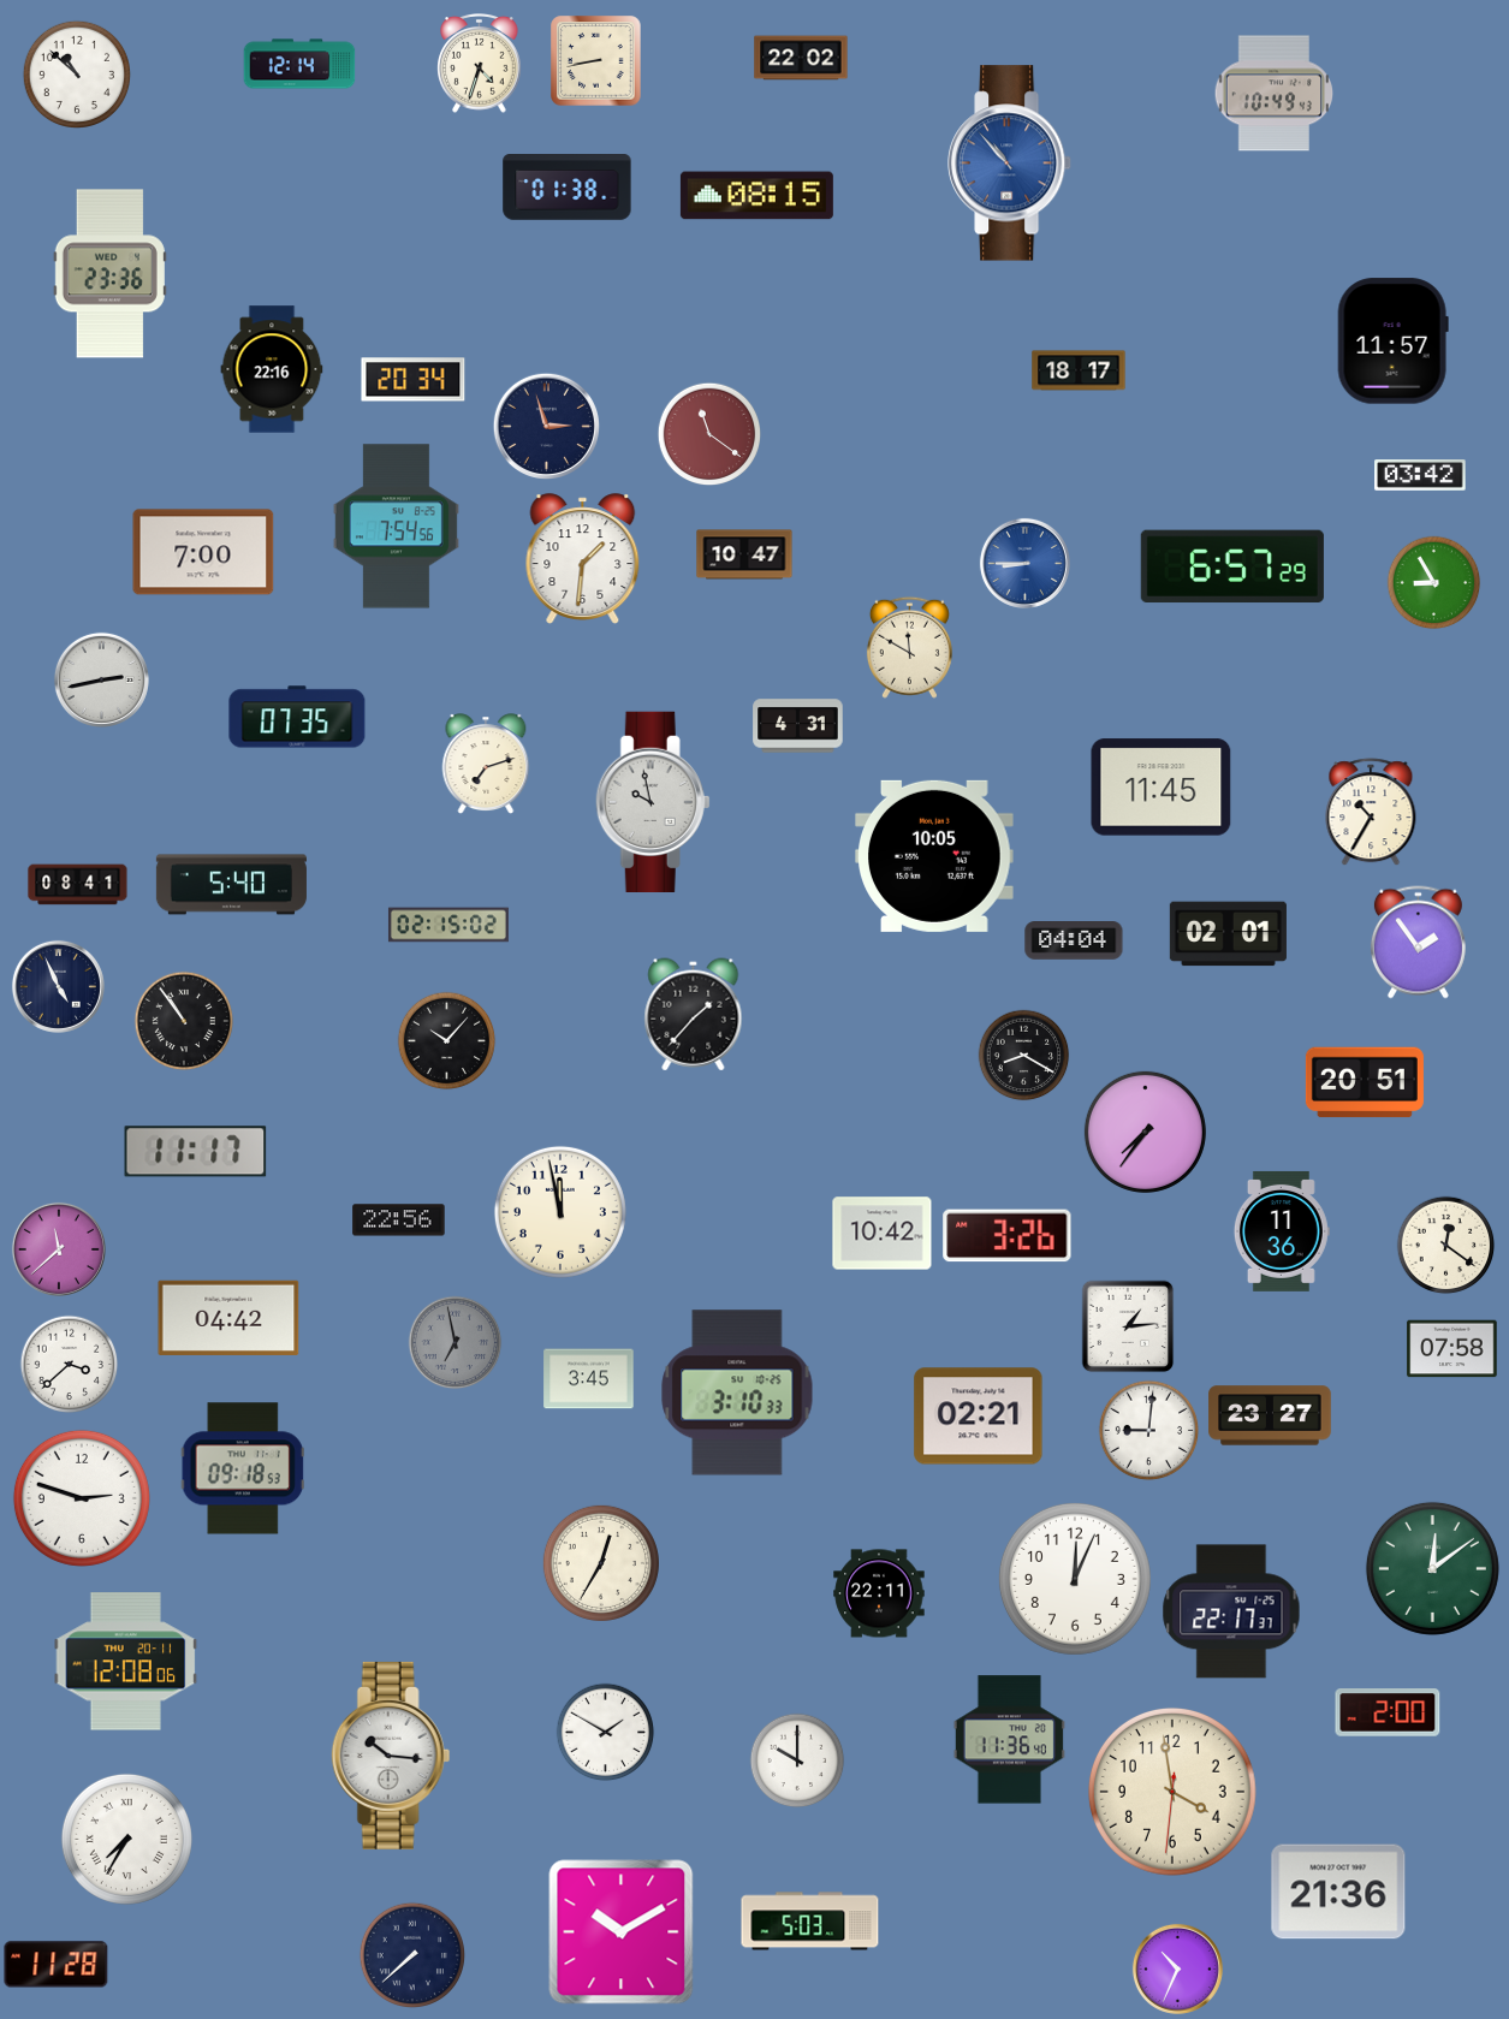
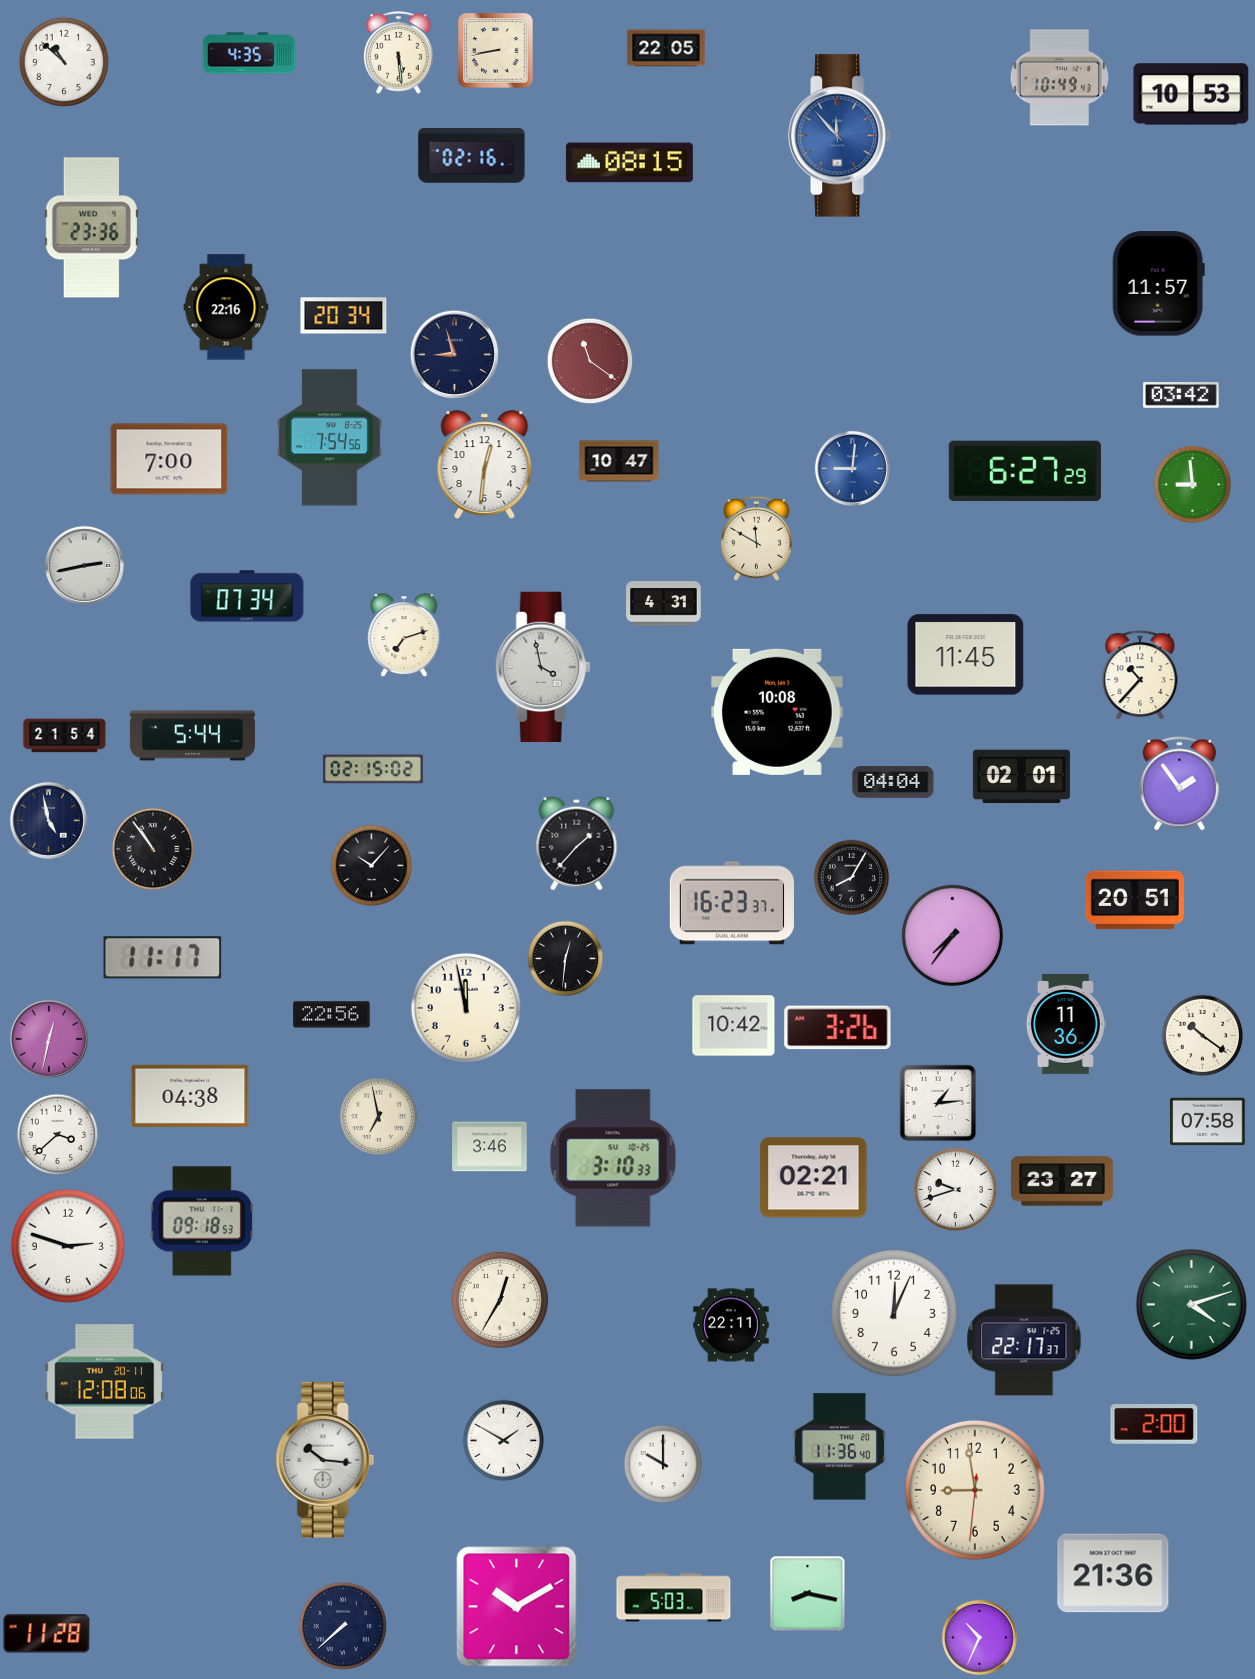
clock at (801, 58): 22:02 -> 22:05
clock at (299, 64): 12:14 -> 4:35
clock at (480, 64): 4:33 -> 5:29
clock at (1191, 94): none -> 10:53
clock at (1011, 164): 10:53 -> 11:53
clock at (568, 188): 01:38 -> 02:16
clock at (1079, 370): 18:17 -> none
clock at (546, 426): 2:57 -> 8:57
clock at (583, 559): 1:31 -> 12:31
clock at (1024, 563): 8:45 -> 9:01
clock at (1232, 566): 6:57 -> 6:27
clock at (1434, 583): 8:55 -> 8:59
clock at (297, 717): 07:35 -> 07:34
clock at (653, 801): 9:58 -> 3:58
clock at (1371, 813): 10:35 -> 10:37
clock at (934, 856): 10:05 -> 10:08
clock at (78, 885): 08:41 -> 21:54
clock at (231, 885): 5:40 -> 5:44
clock at (58, 986): 4:56 -> 4:58
clock at (1024, 1056): 8:20 -> 8:05
clock at (732, 903): none -> 16:23
clock at (1145, 1132) position: (1145, 1132) -> (952, 935)
clock at (566, 959): none -> 12:31
clock at (1446, 1246): 12:21 -> 10:21
clock at (59, 1249): 11:38 -> 12:32
clock at (228, 1318): 04:42 -> 04:38
clock at (456, 1343) dial: grey -> cream
clock at (589, 1379): 3:45 -> 3:46
clock at (1270, 1415) position: (1270, 1415) -> (1062, 1181)
clock at (1149, 1431): 9:01 -> 9:42
clock at (1432, 1568): 12:09 -> 4:12
clock at (1172, 1792): 3:58 -> 8:58
clock at (126, 1839): 7:35 -> none
clock at (808, 1594): none -> 8:17
